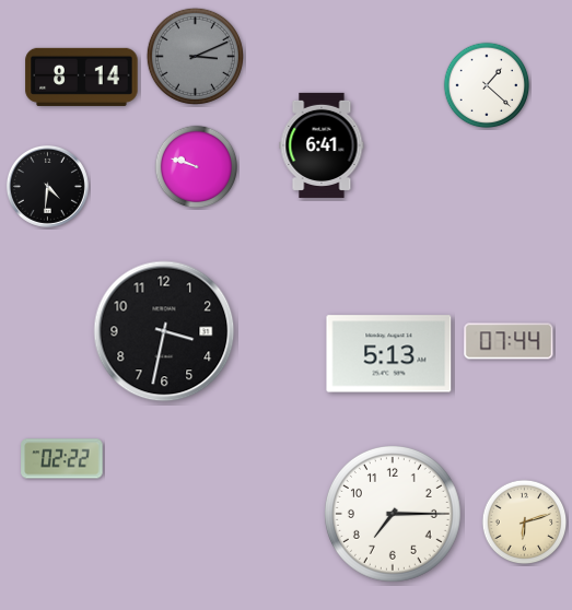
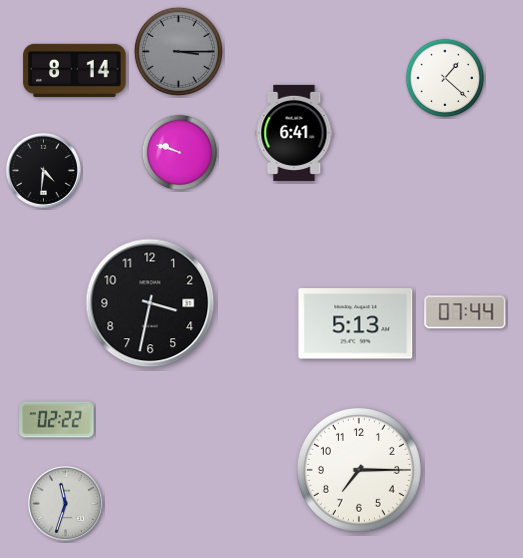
clock at (195, 56): 3:11 -> 3:15
clock at (525, 523): 6:12 -> none
clock at (65, 503): none -> 11:33
